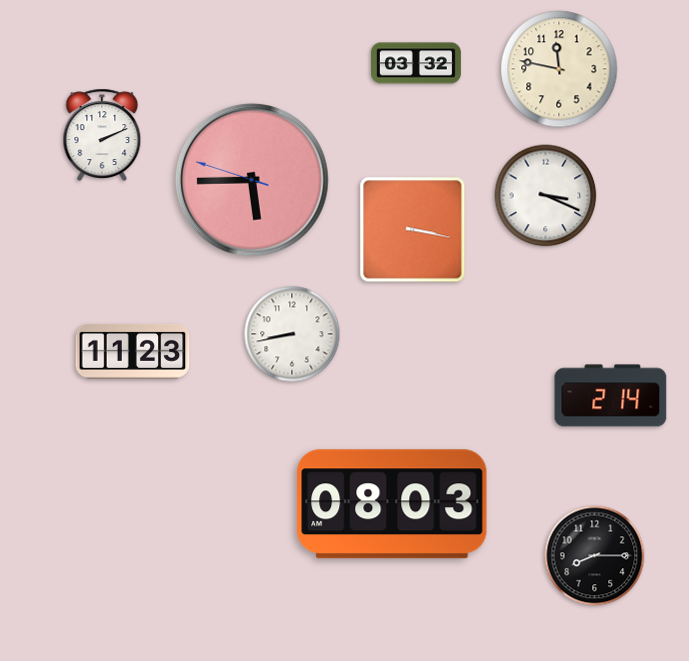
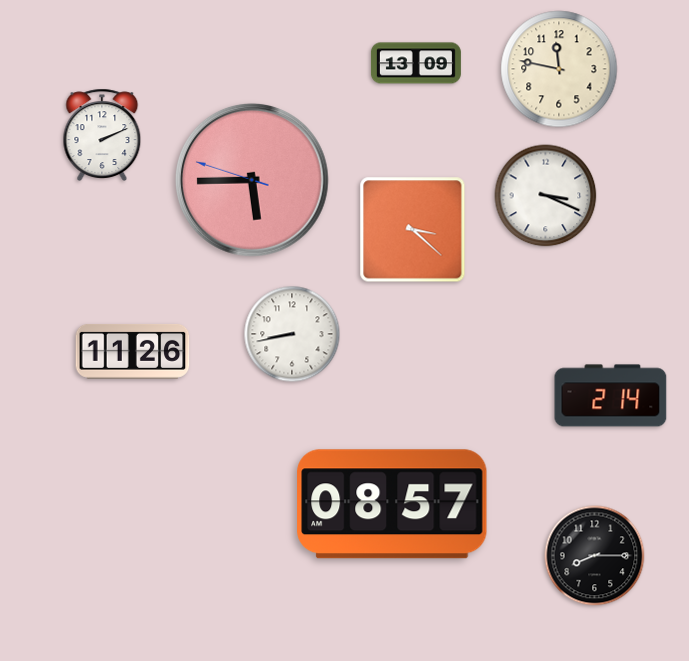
clock at (416, 63): 03:32 -> 13:09
clock at (413, 230): 3:17 -> 3:22
clock at (133, 351): 11:23 -> 11:26
clock at (392, 504): 08:03 -> 08:57
